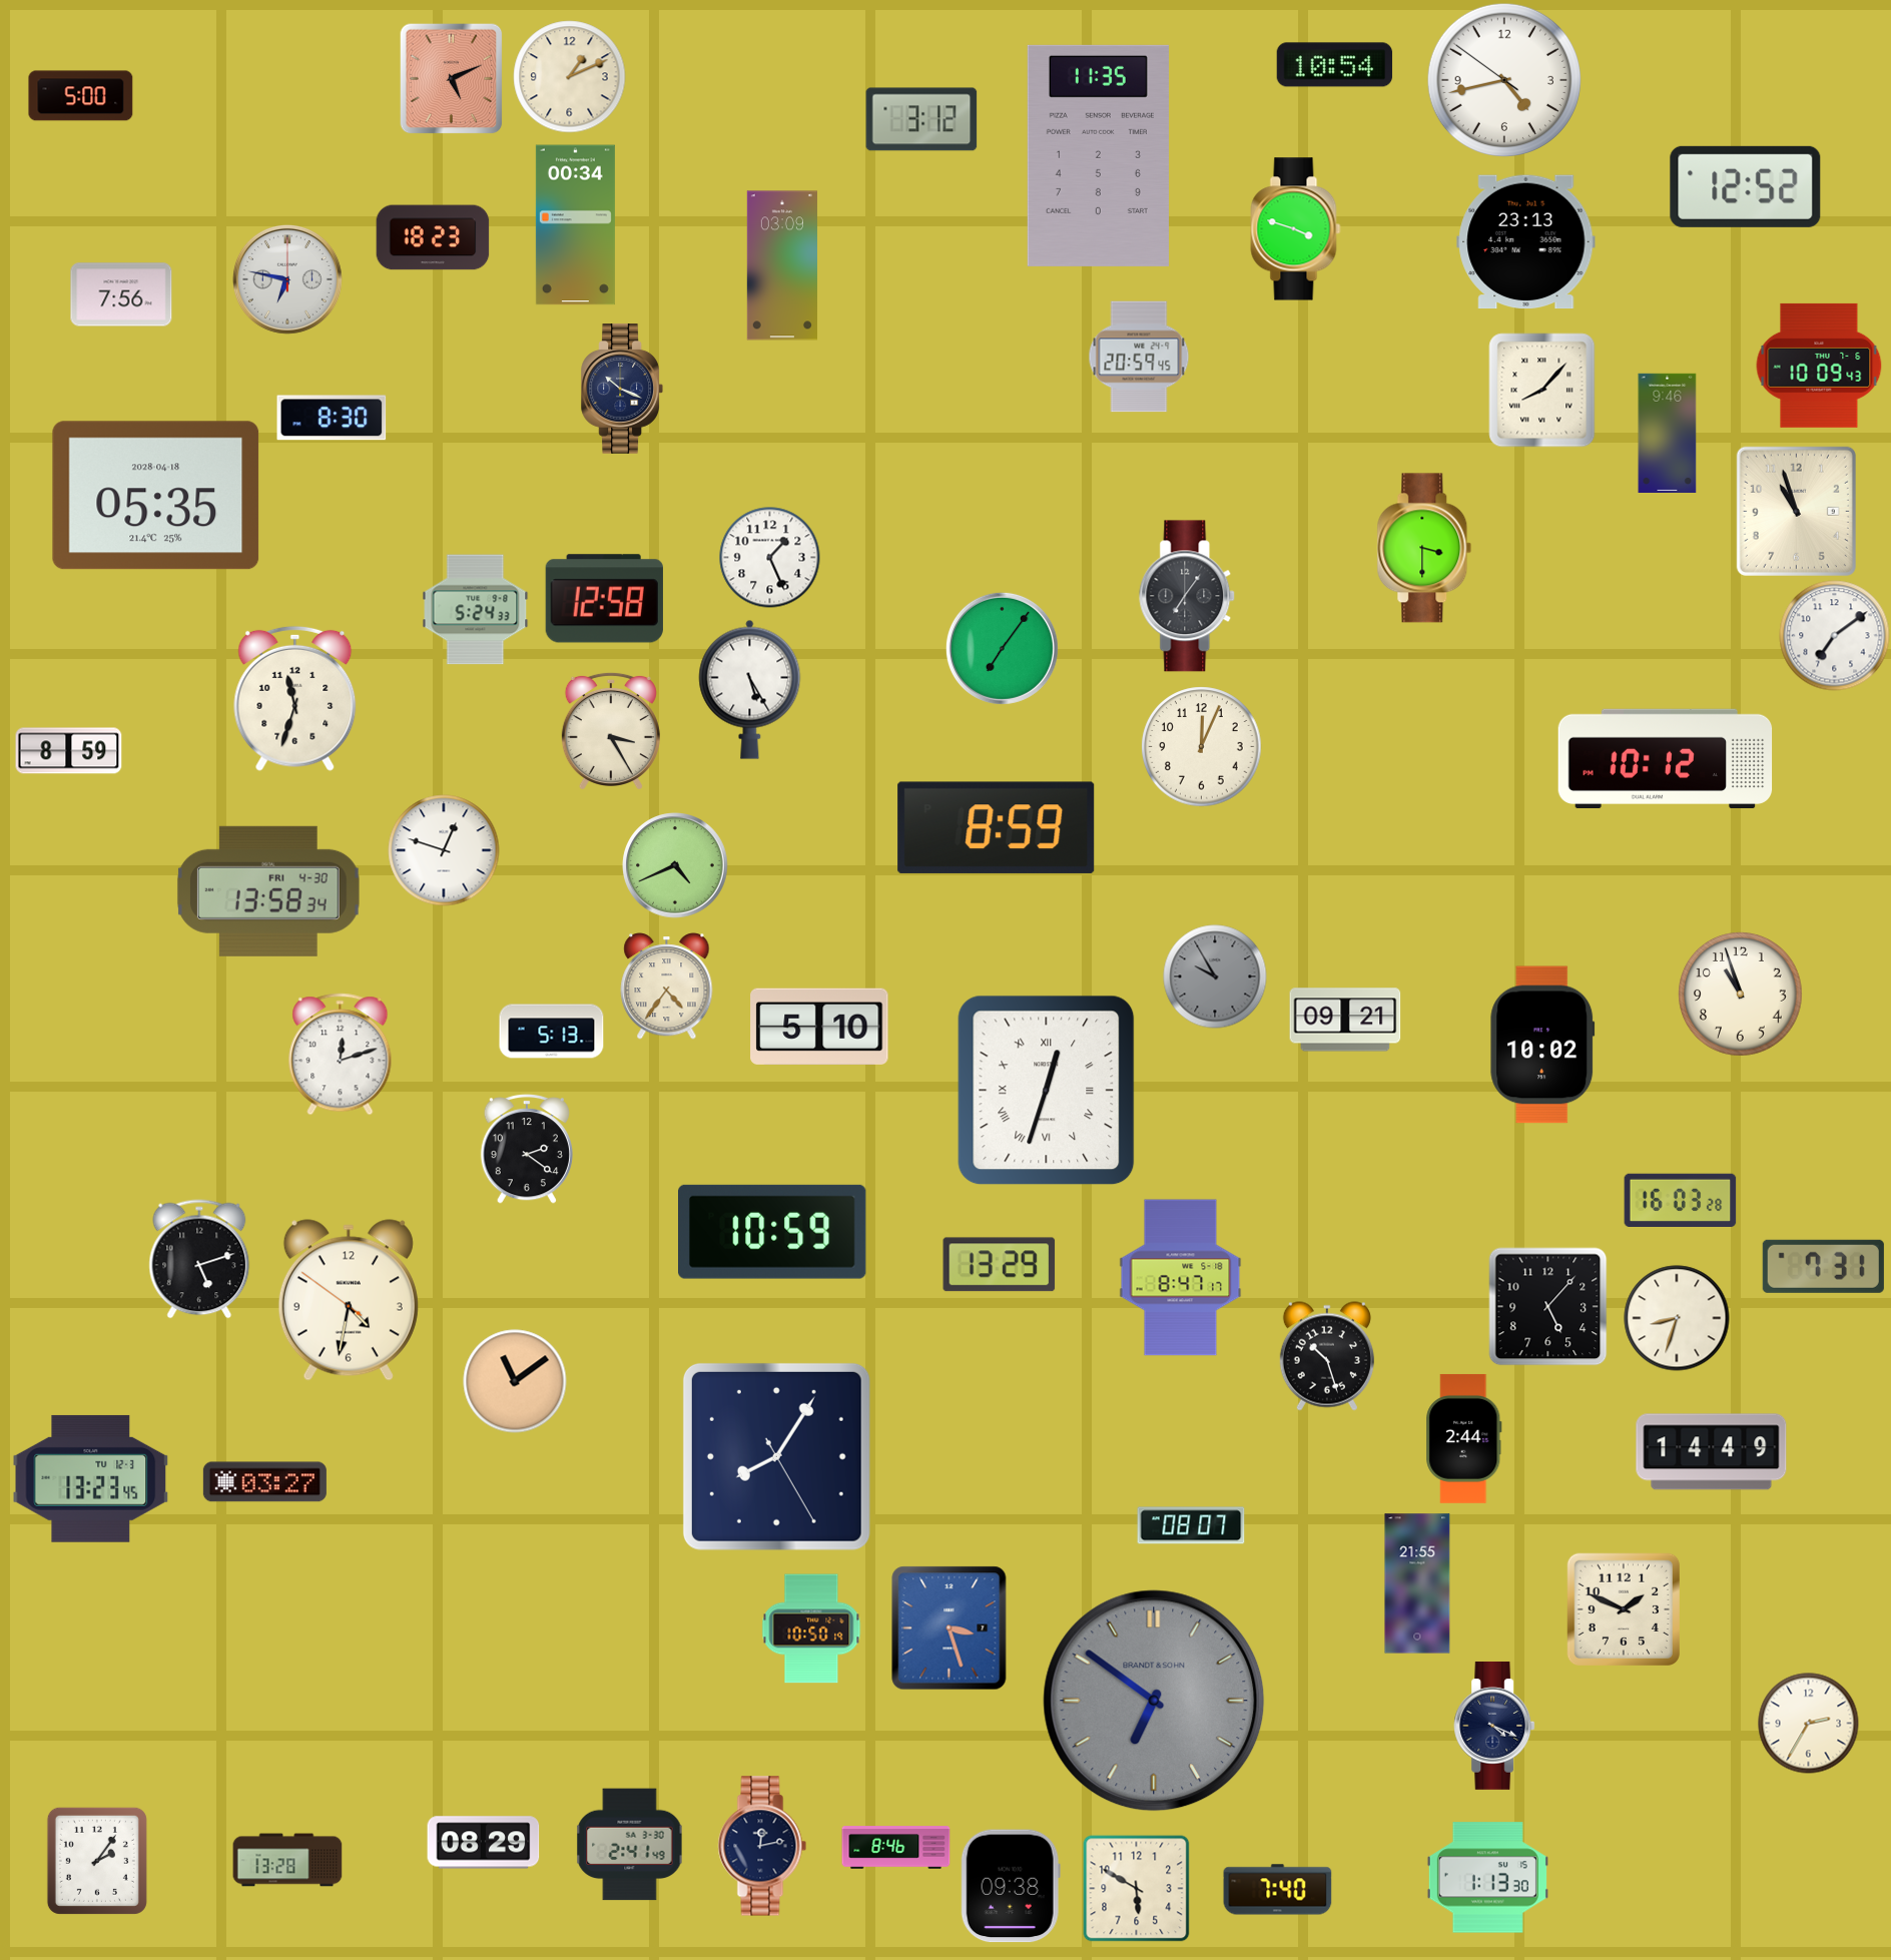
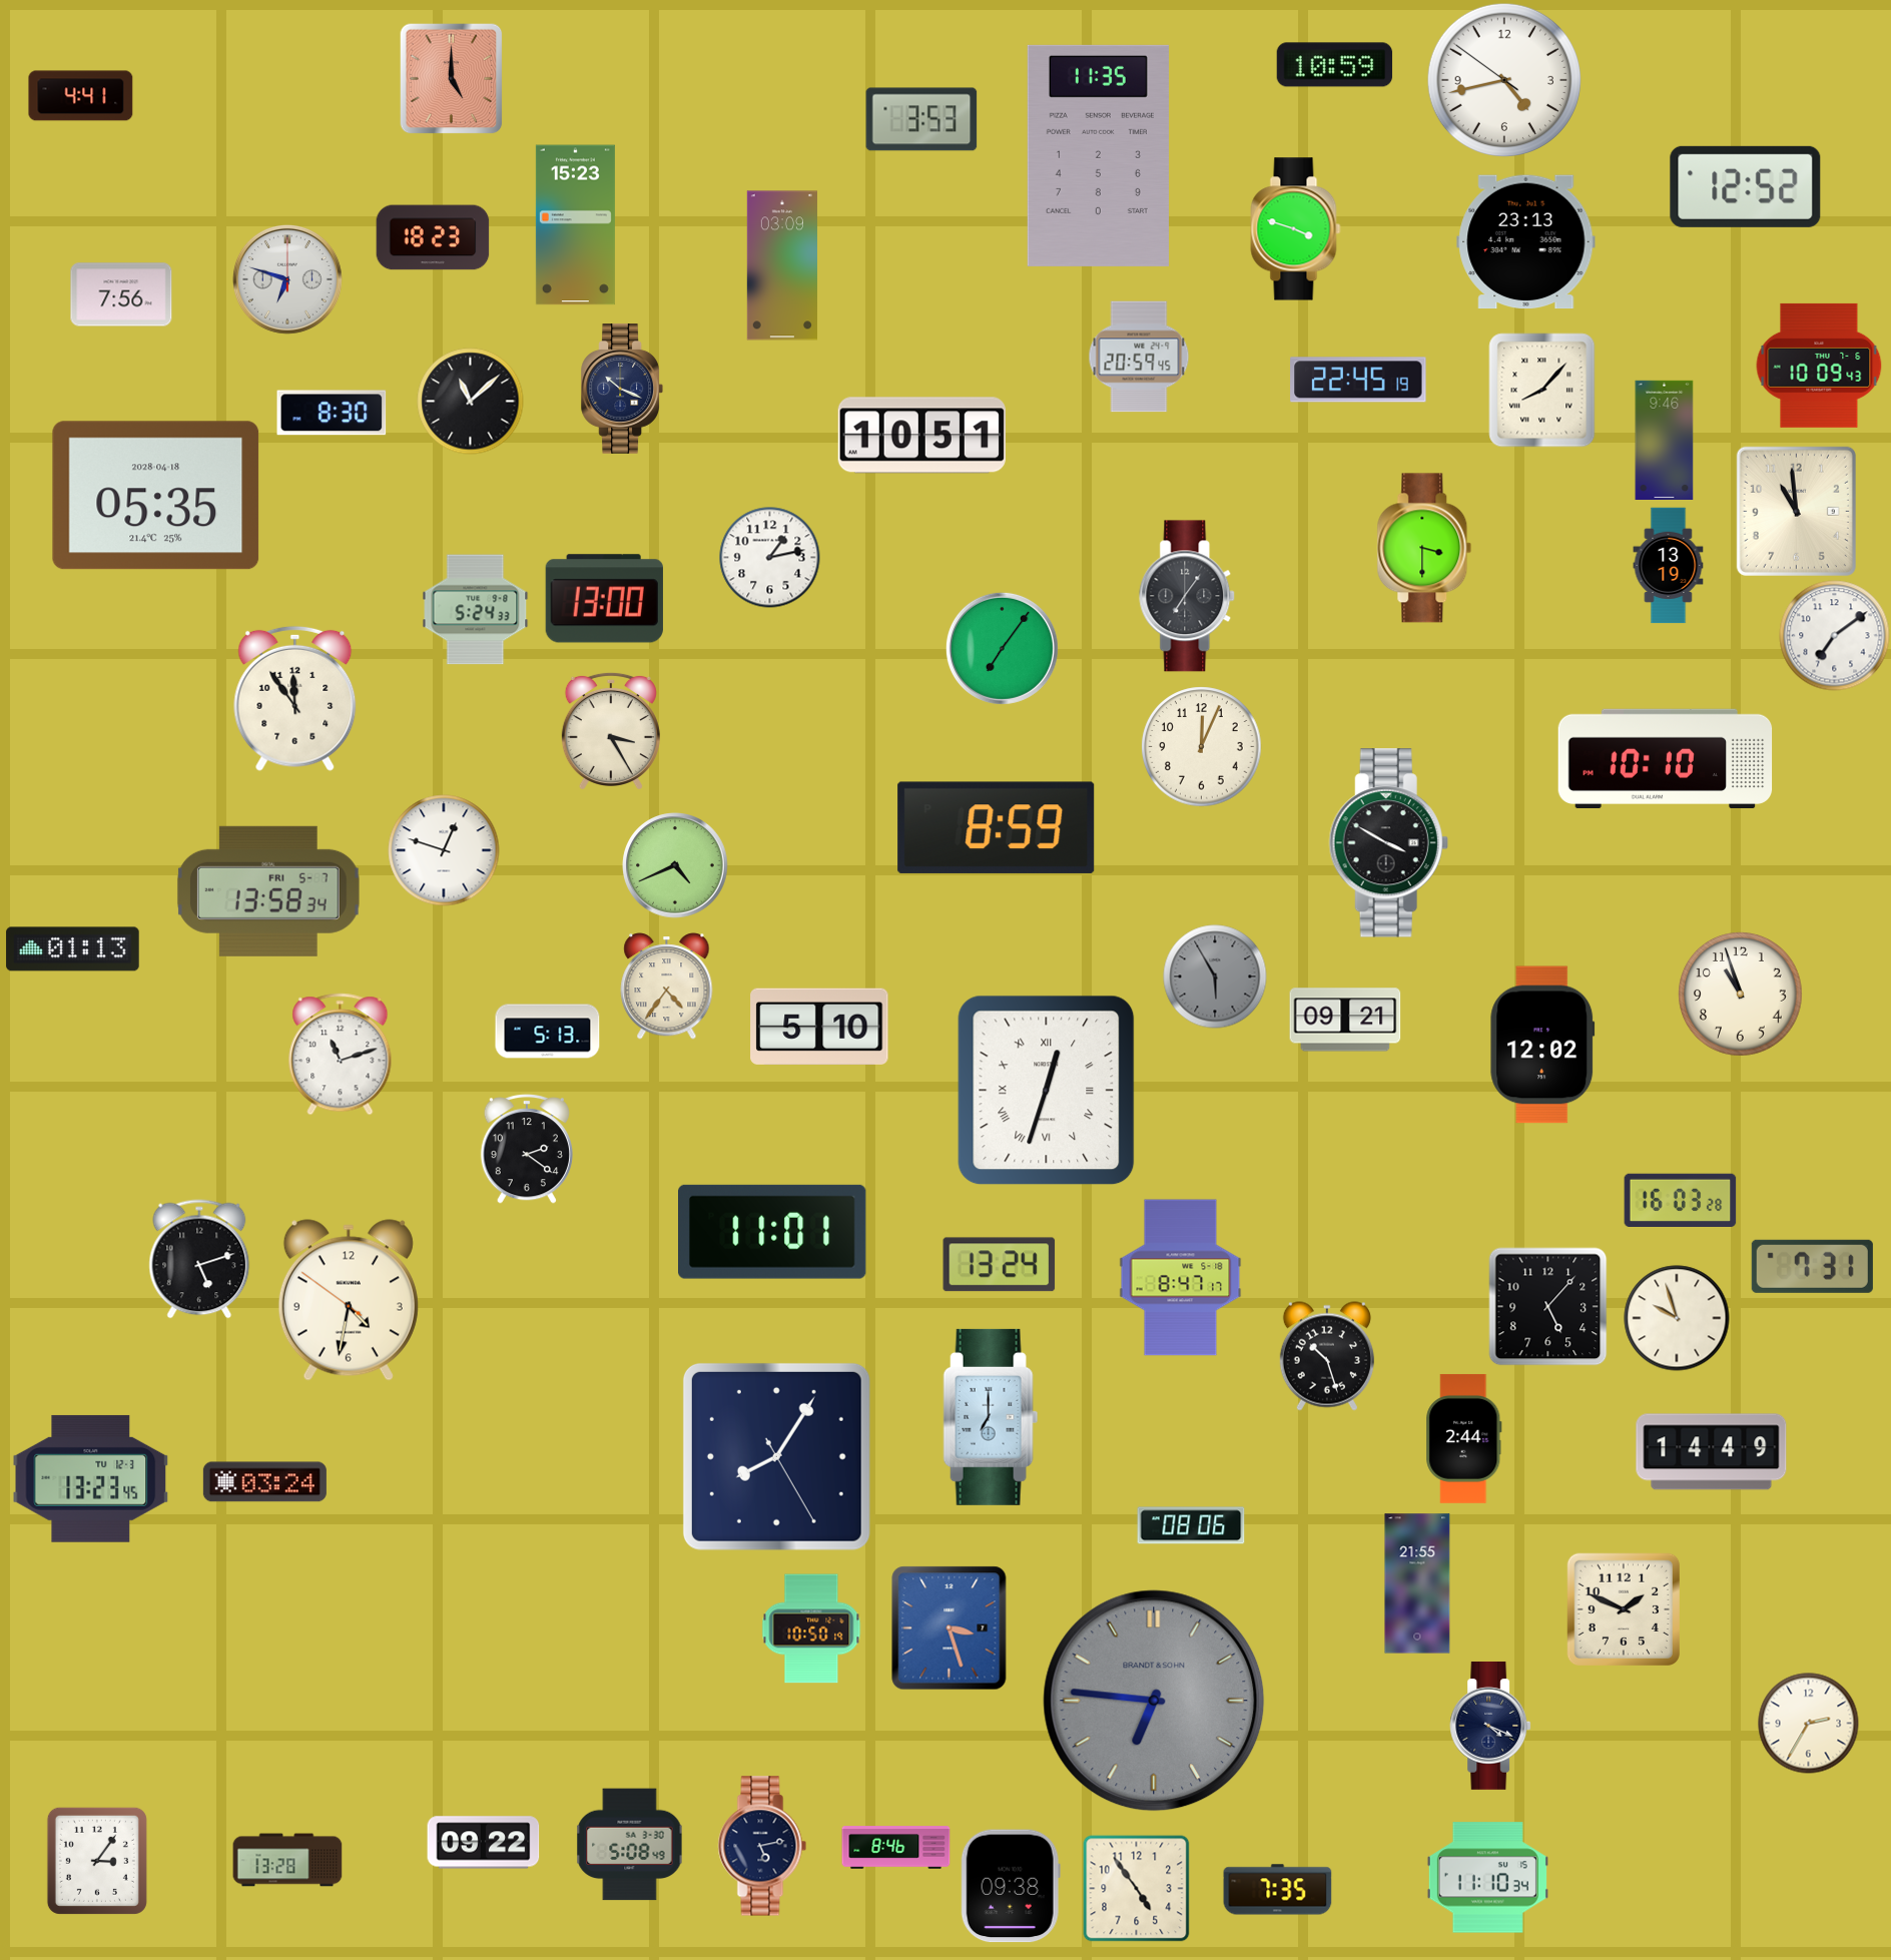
clock at (1335, 65): 10:54 -> 10:59
clock at (570, 77): 1:11 -> none
clock at (452, 78): 5:11 -> 5:00
clock at (81, 96): 5:00 -> 4:41
clock at (921, 119): 3:12 -> 3:53
clock at (575, 225): 00:34 -> 15:23
clock at (287, 279): 6:47 -> 6:48
clock at (1358, 380): none -> 22:45
clock at (471, 402): none -> 11:08
clock at (332, 418) position: (332, 418) -> (332, 413)
clock at (1668, 433) position: (1668, 433) -> (1665, 440)
clock at (921, 436): none -> 10:51
clock at (1796, 511): 10:57 -> 10:59
clock at (770, 558): 1:26 -> 1:13
clock at (1669, 566): none -> 13:19
clock at (604, 599): 12:58 -> 13:00
clock at (750, 689): 5:25 -> none
clock at (295, 698): 11:33 -> 11:54
clock at (69, 751): 8:59 -> none
clock at (1666, 758): 10:12 -> 10:10
clock at (1388, 843): none -> 3:50
clock at (268, 891) date: FRI 4-30 -> FRI 5-7
clock at (73, 949): none -> 01:13
clock at (1215, 976): 9:55 -> 5:55
clock at (552, 1032) position: (552, 1032) -> (548, 1032)
clock at (1542, 1045): 10:02 -> 12:02
clock at (341, 1055): 12:12 -> 11:12
clock at (773, 1232): 10:59 -> 11:01
clock at (1000, 1265): 13:29 -> 13:24
clock at (1823, 1266) position: (1823, 1266) -> (1812, 1266)
clock at (1677, 1318): 8:33 -> 9:57
clock at (515, 1381): 11:09 -> none
clock at (991, 1417): none -> 7:00
clock at (264, 1482): 03:27 -> 03:24
clock at (1191, 1525): 08:07 -> 08:06
clock at (1154, 1701): 6:51 -> 6:46
clock at (1494, 1726) position: (1494, 1726) -> (1490, 1726)
clock at (484, 1843): 08:29 -> 09:22
clock at (630, 1845): 2:41 -> 5:08
clock at (762, 1846): 12:13 -> 5:13
clock at (97, 1861): 2:06 -> 3:06
clock at (1487, 1878): 1:13 -> 11:10
clock at (1137, 1889): 5:50 -> 4:54
clock at (1278, 1890): 7:40 -> 7:35
